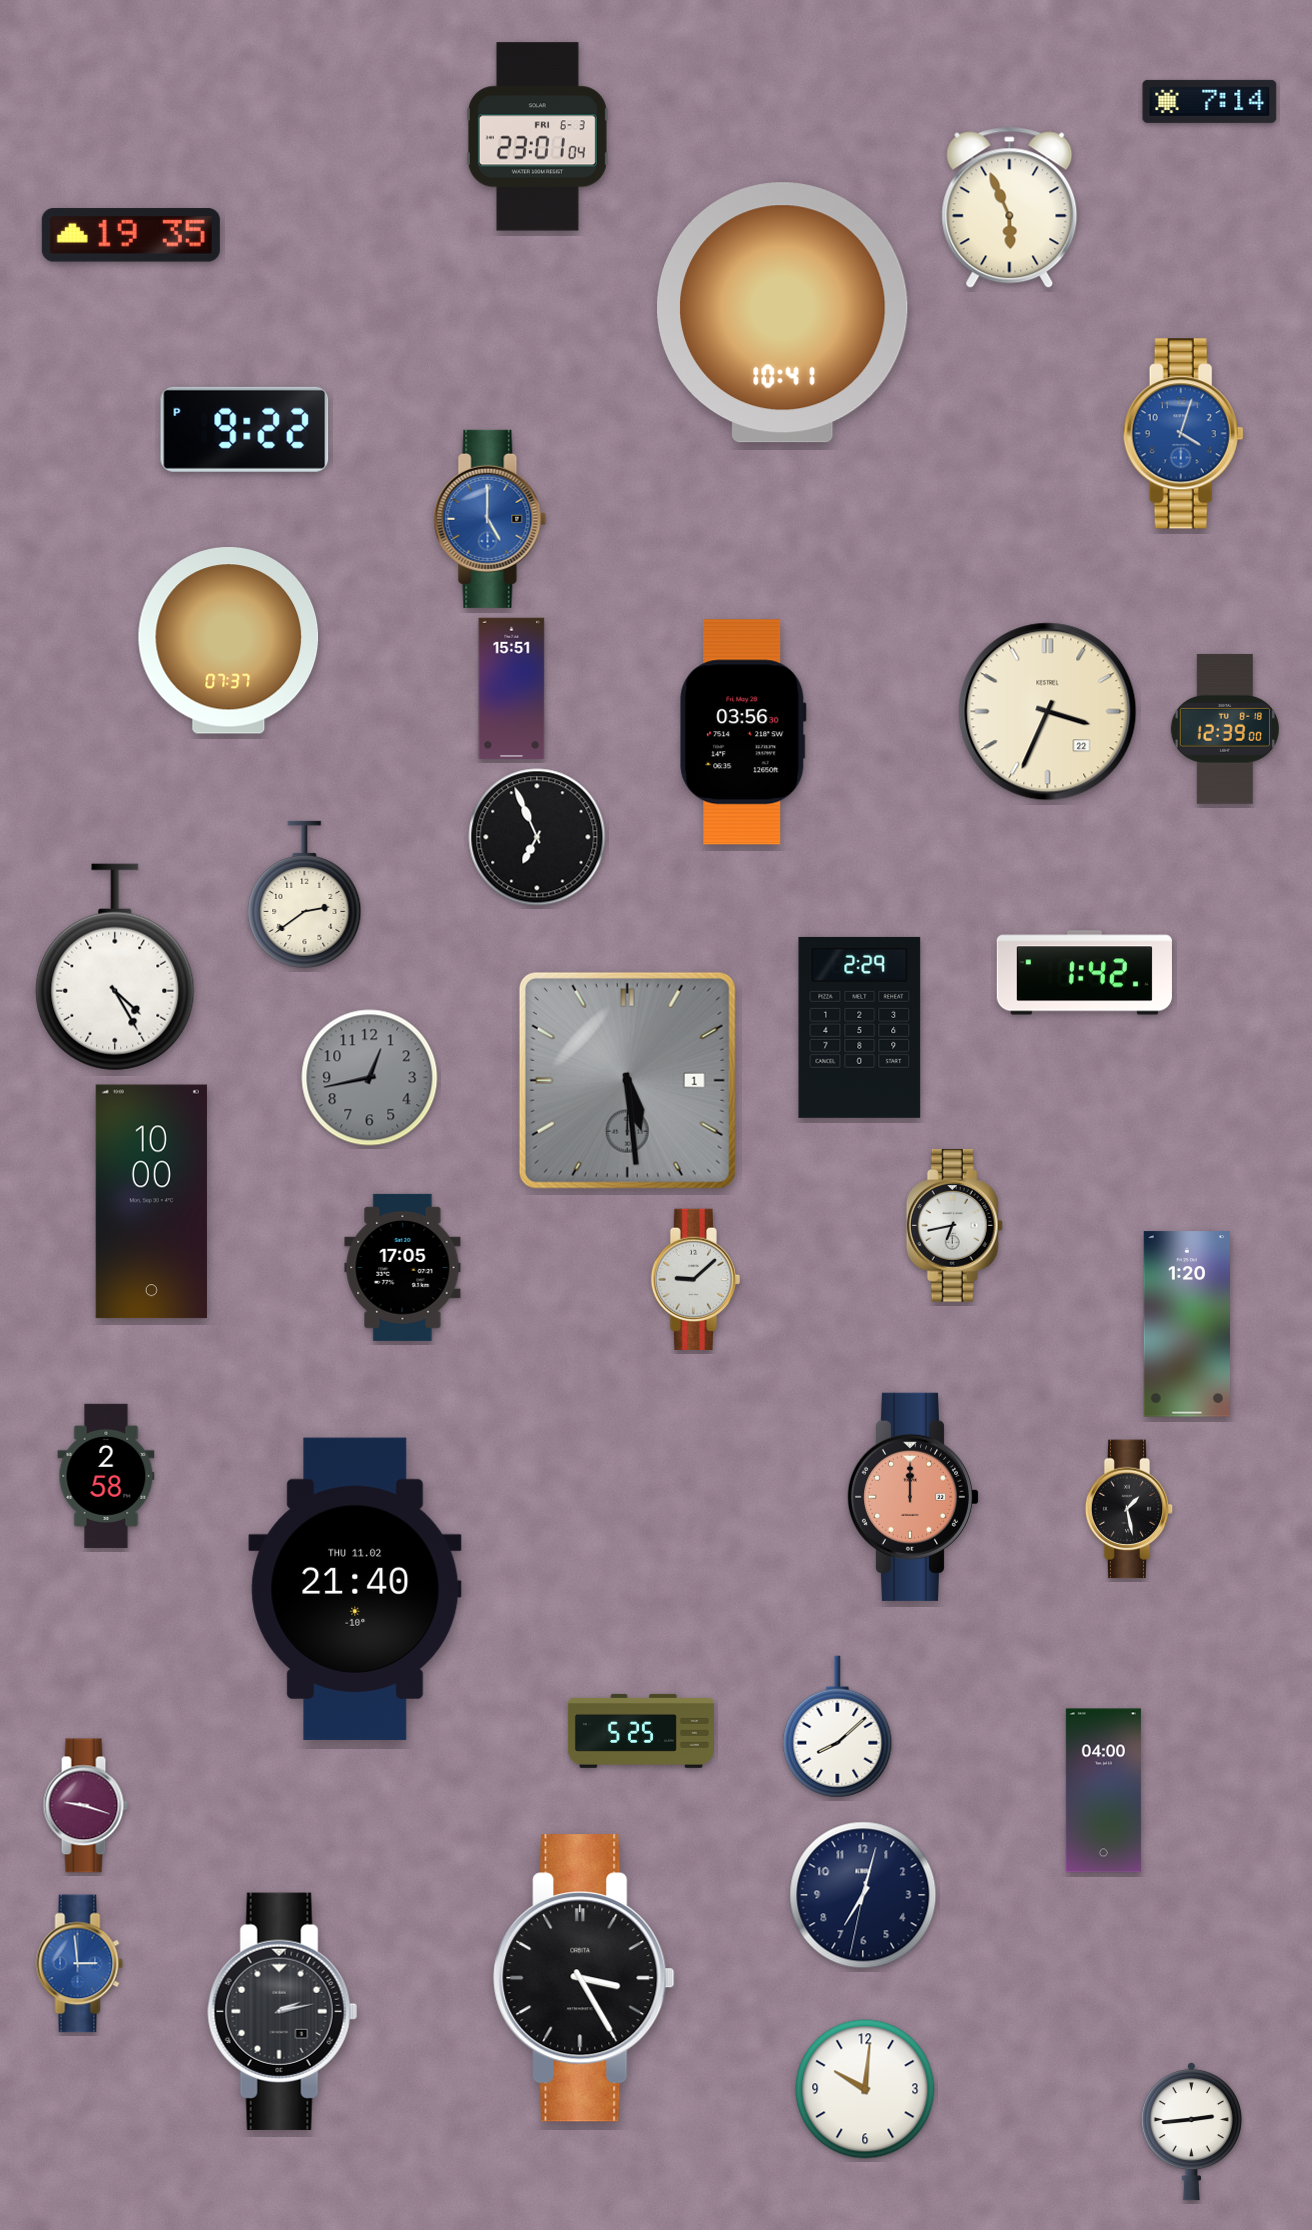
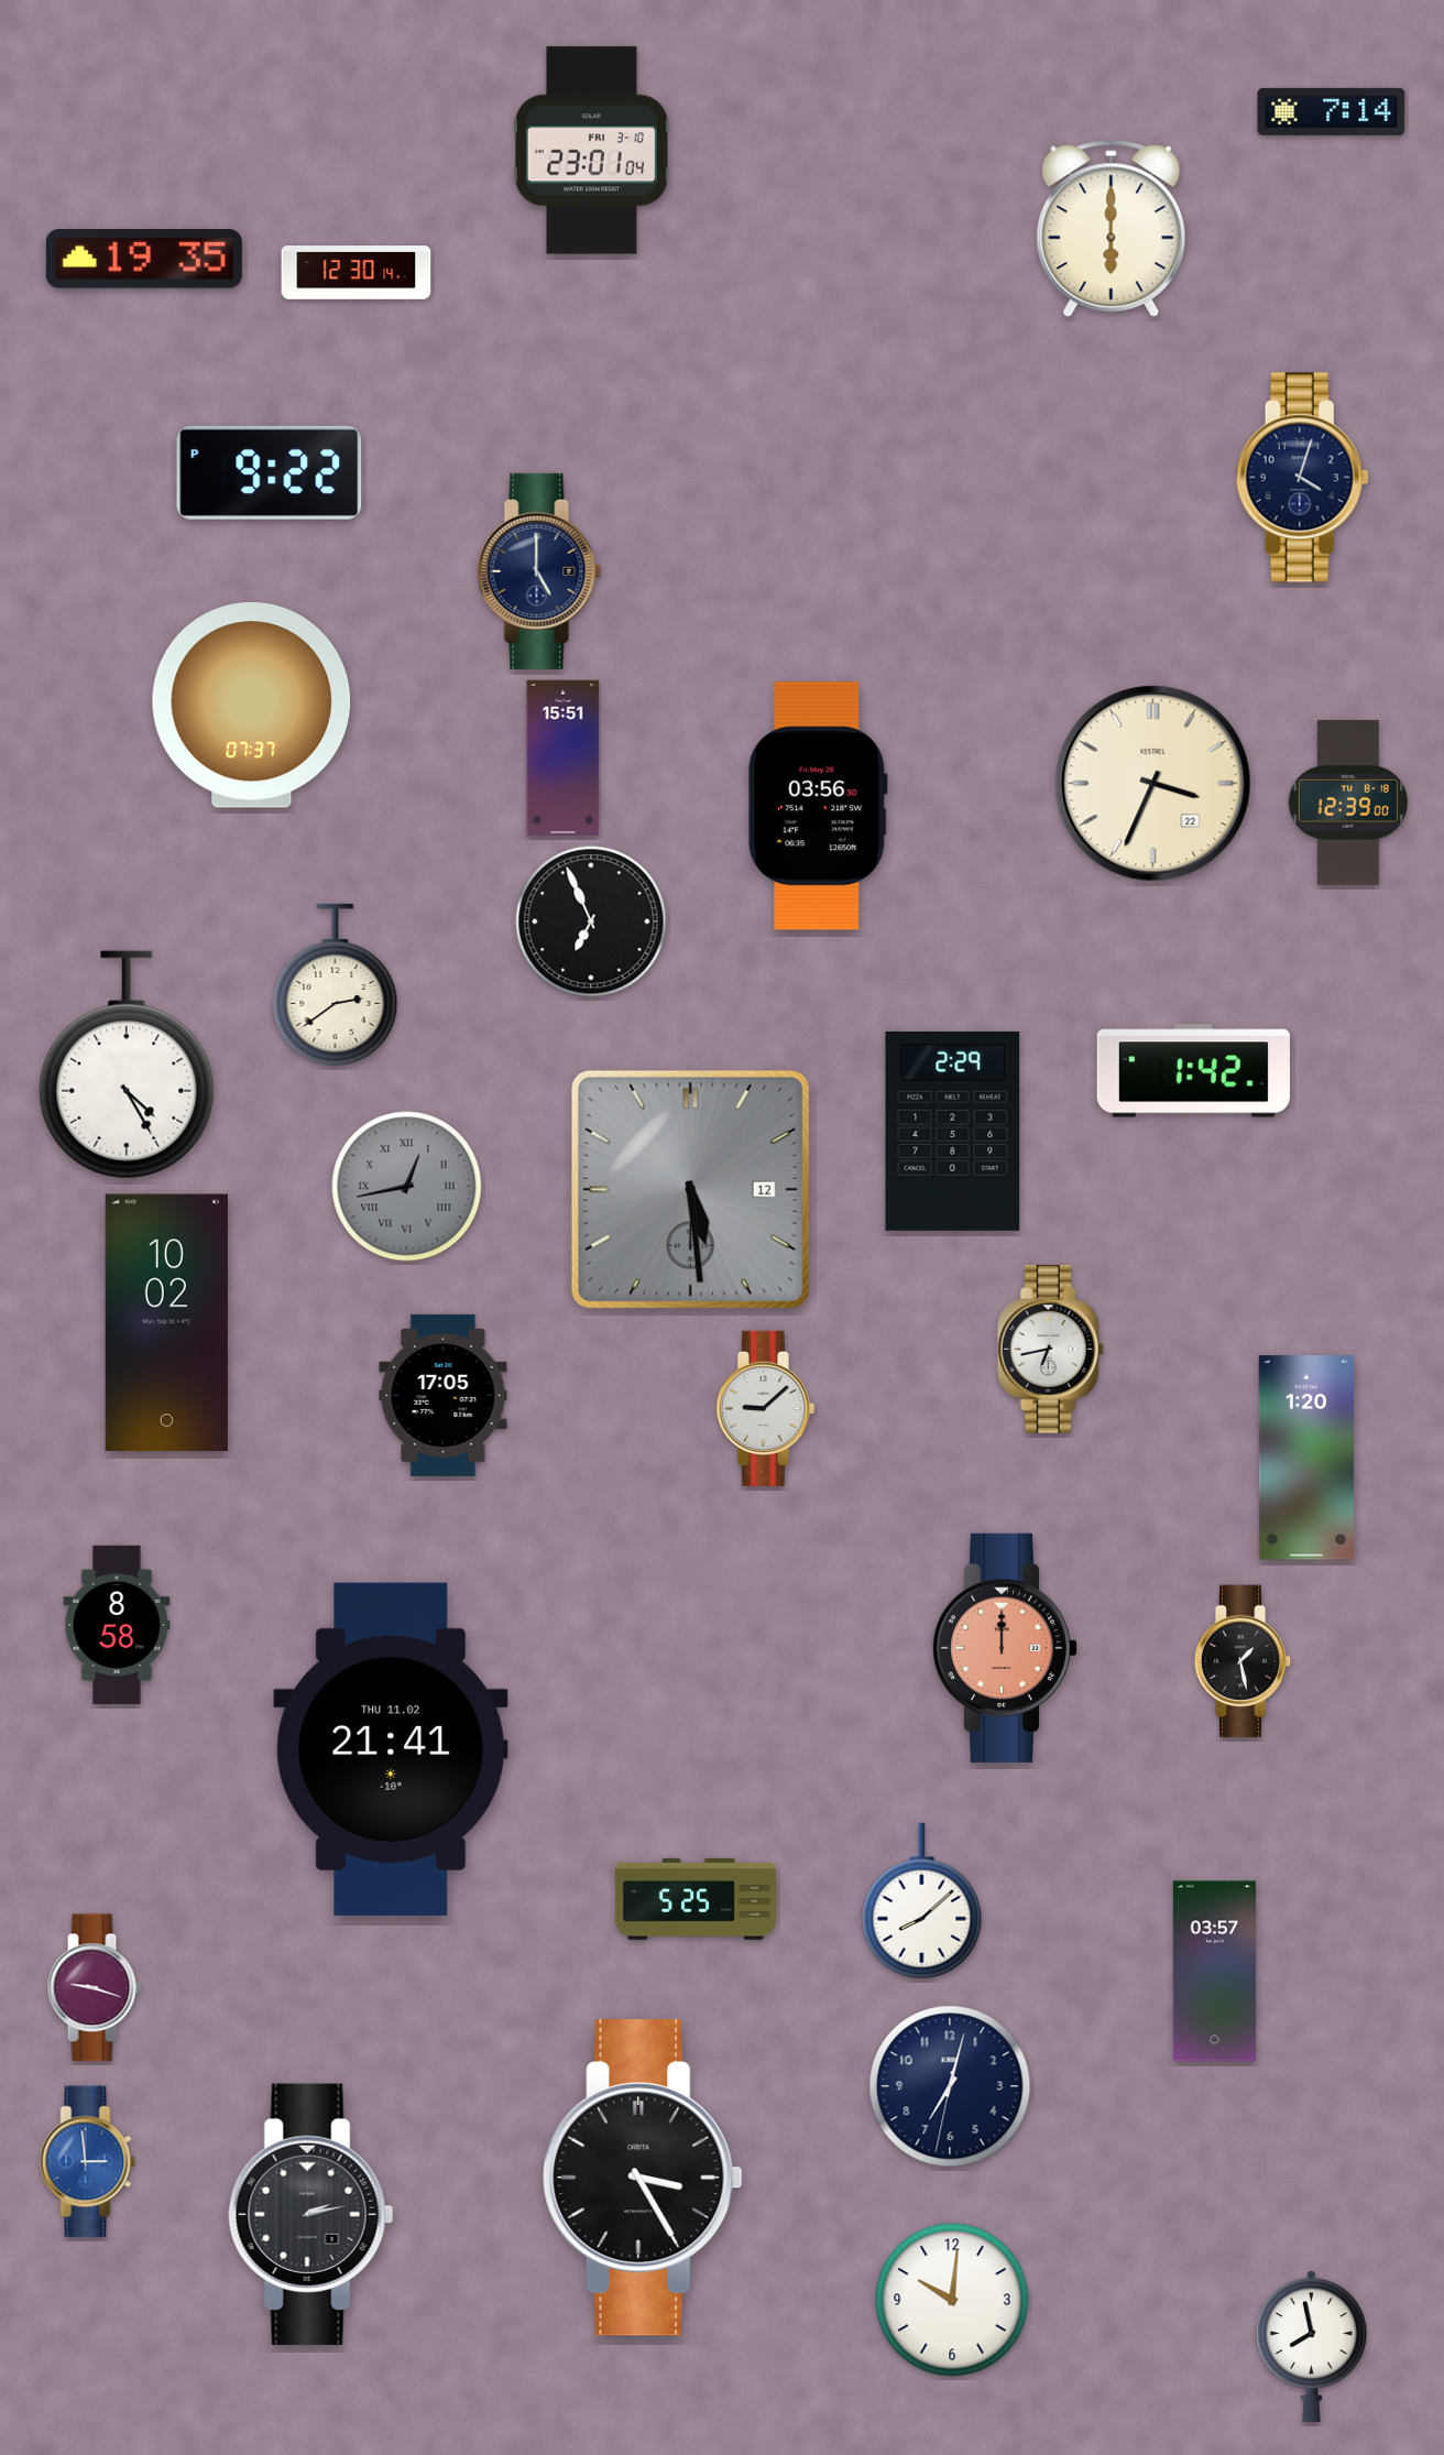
clock at (537, 137) date: FRI 6-3 -> FRI 3-10
clock at (1010, 208): 5:56 -> 6:00
clock at (357, 273): none -> 12:30
clock at (783, 313): 10:41 -> none
clock at (1183, 434) dial: blue -> navy
clock at (490, 519) dial: blue -> navy
clock at (860, 1027) position: (860, 1027) -> (953, 1131)
clock at (370, 1078) numerals: Arabic -> Roman
clock at (627, 1080) date: 1 -> 12
clock at (151, 1202): 10:00 -> 10:02
clock at (106, 1476): 2:58 -> 8:58
clock at (355, 1589): 21:40 -> 21:41
clock at (641, 1731) position: (641, 1731) -> (696, 1899)
clock at (1103, 1791): 04:00 -> 03:57
clock at (1191, 2131): 2:44 -> 7:58
